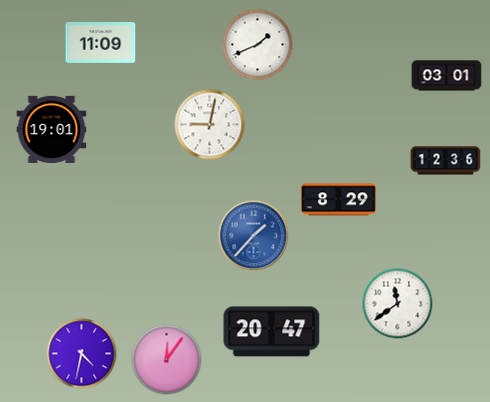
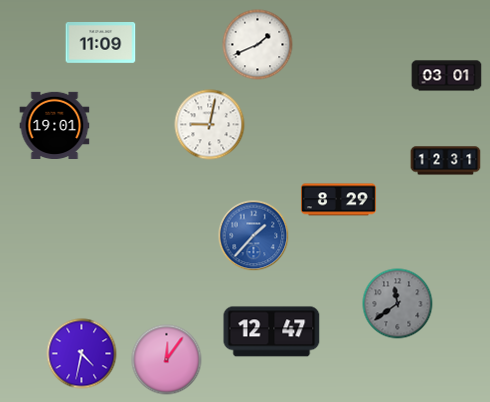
clock at (52, 129) position: (52, 129) -> (55, 125)
clock at (446, 161): 12:36 -> 12:31
clock at (398, 304) dial: white -> grey
clock at (272, 332): 20:47 -> 12:47
